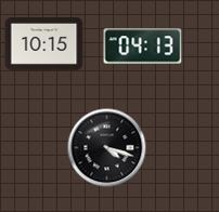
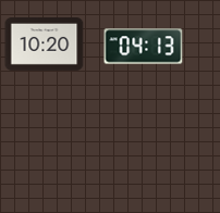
clock at (44, 44): 10:15 -> 10:20
clock at (107, 148): 4:18 -> none
